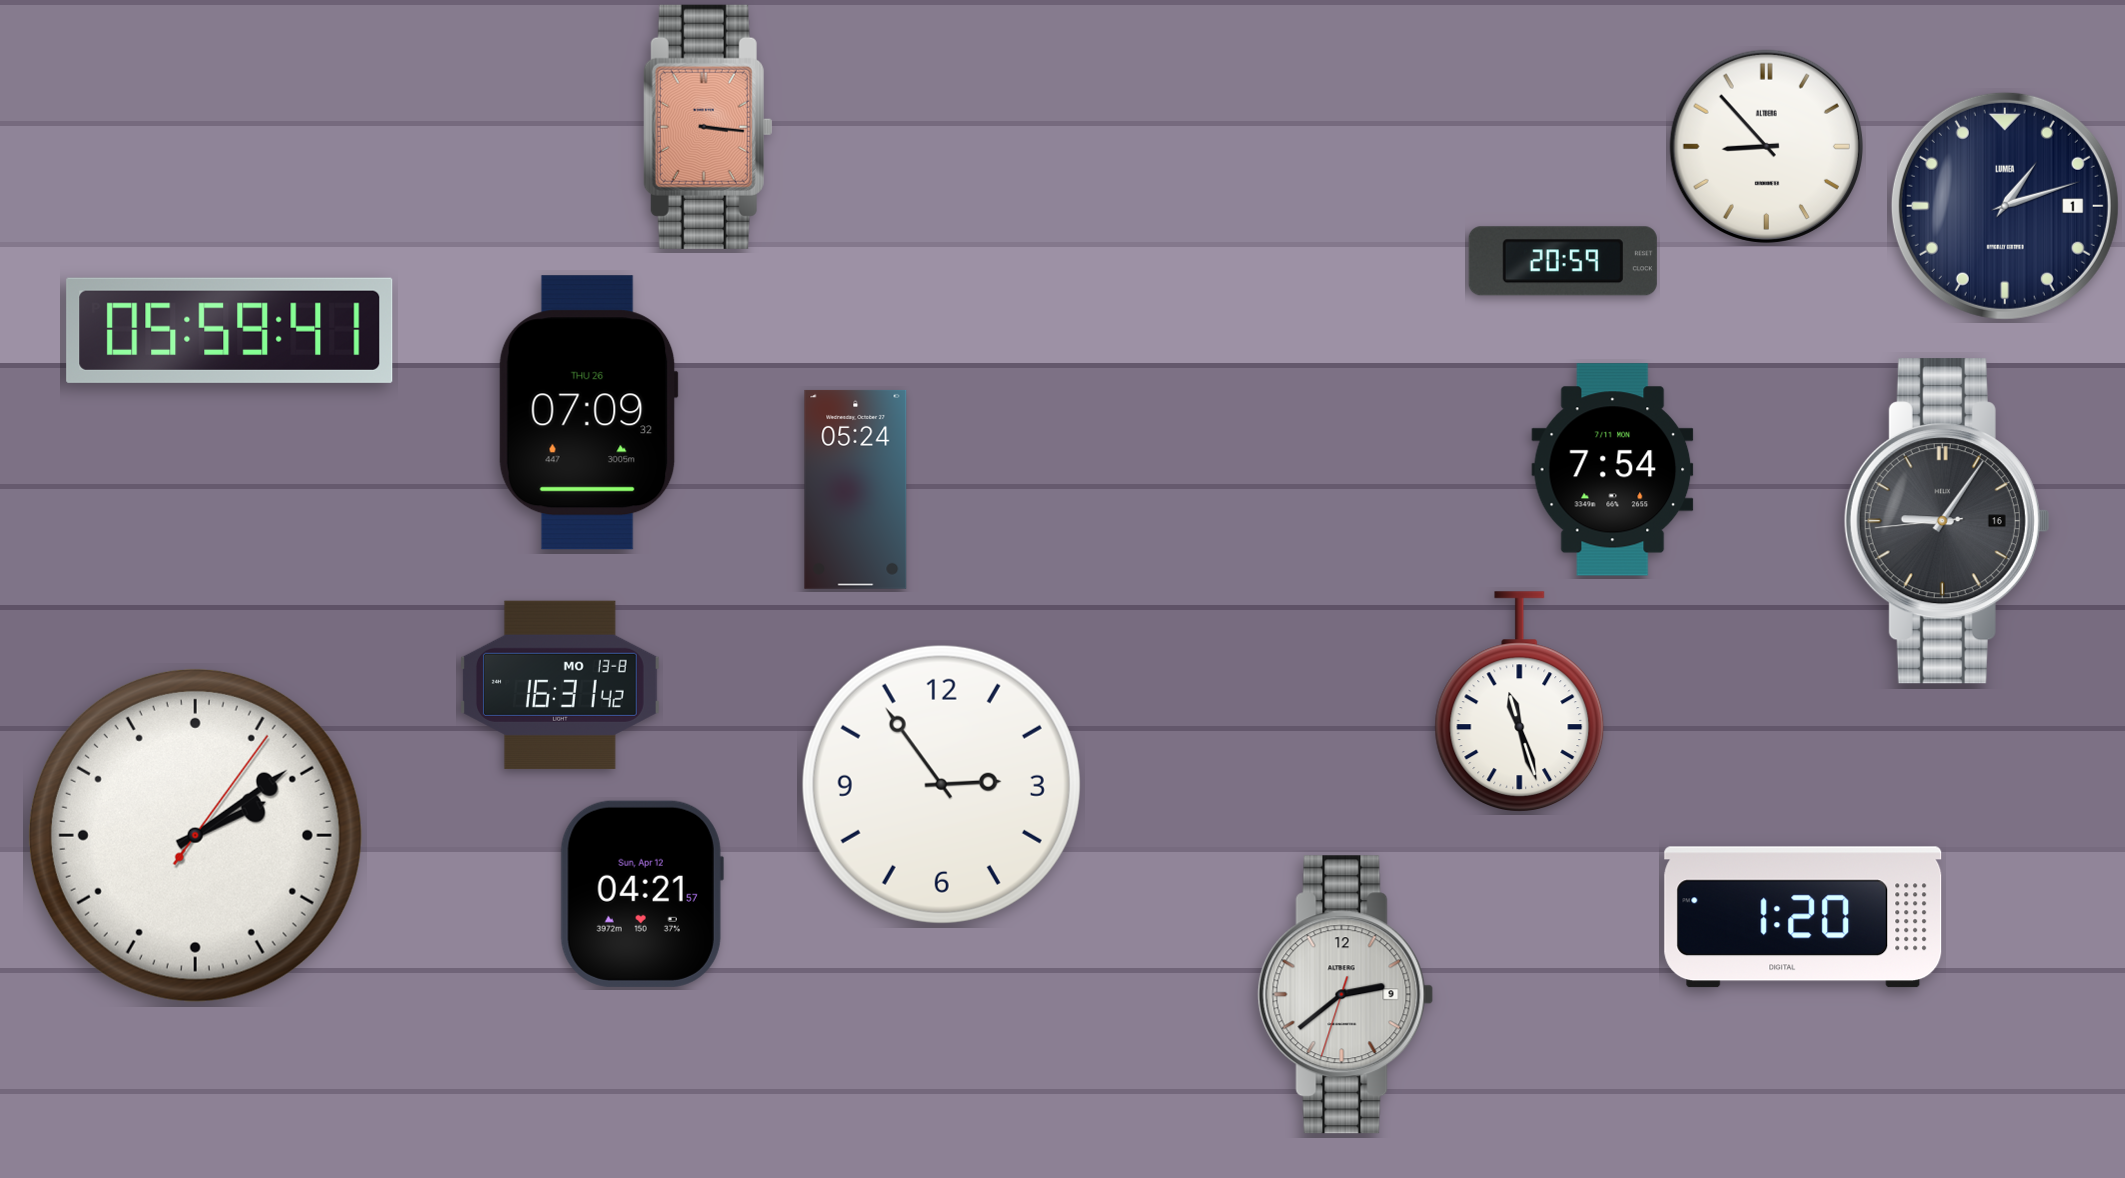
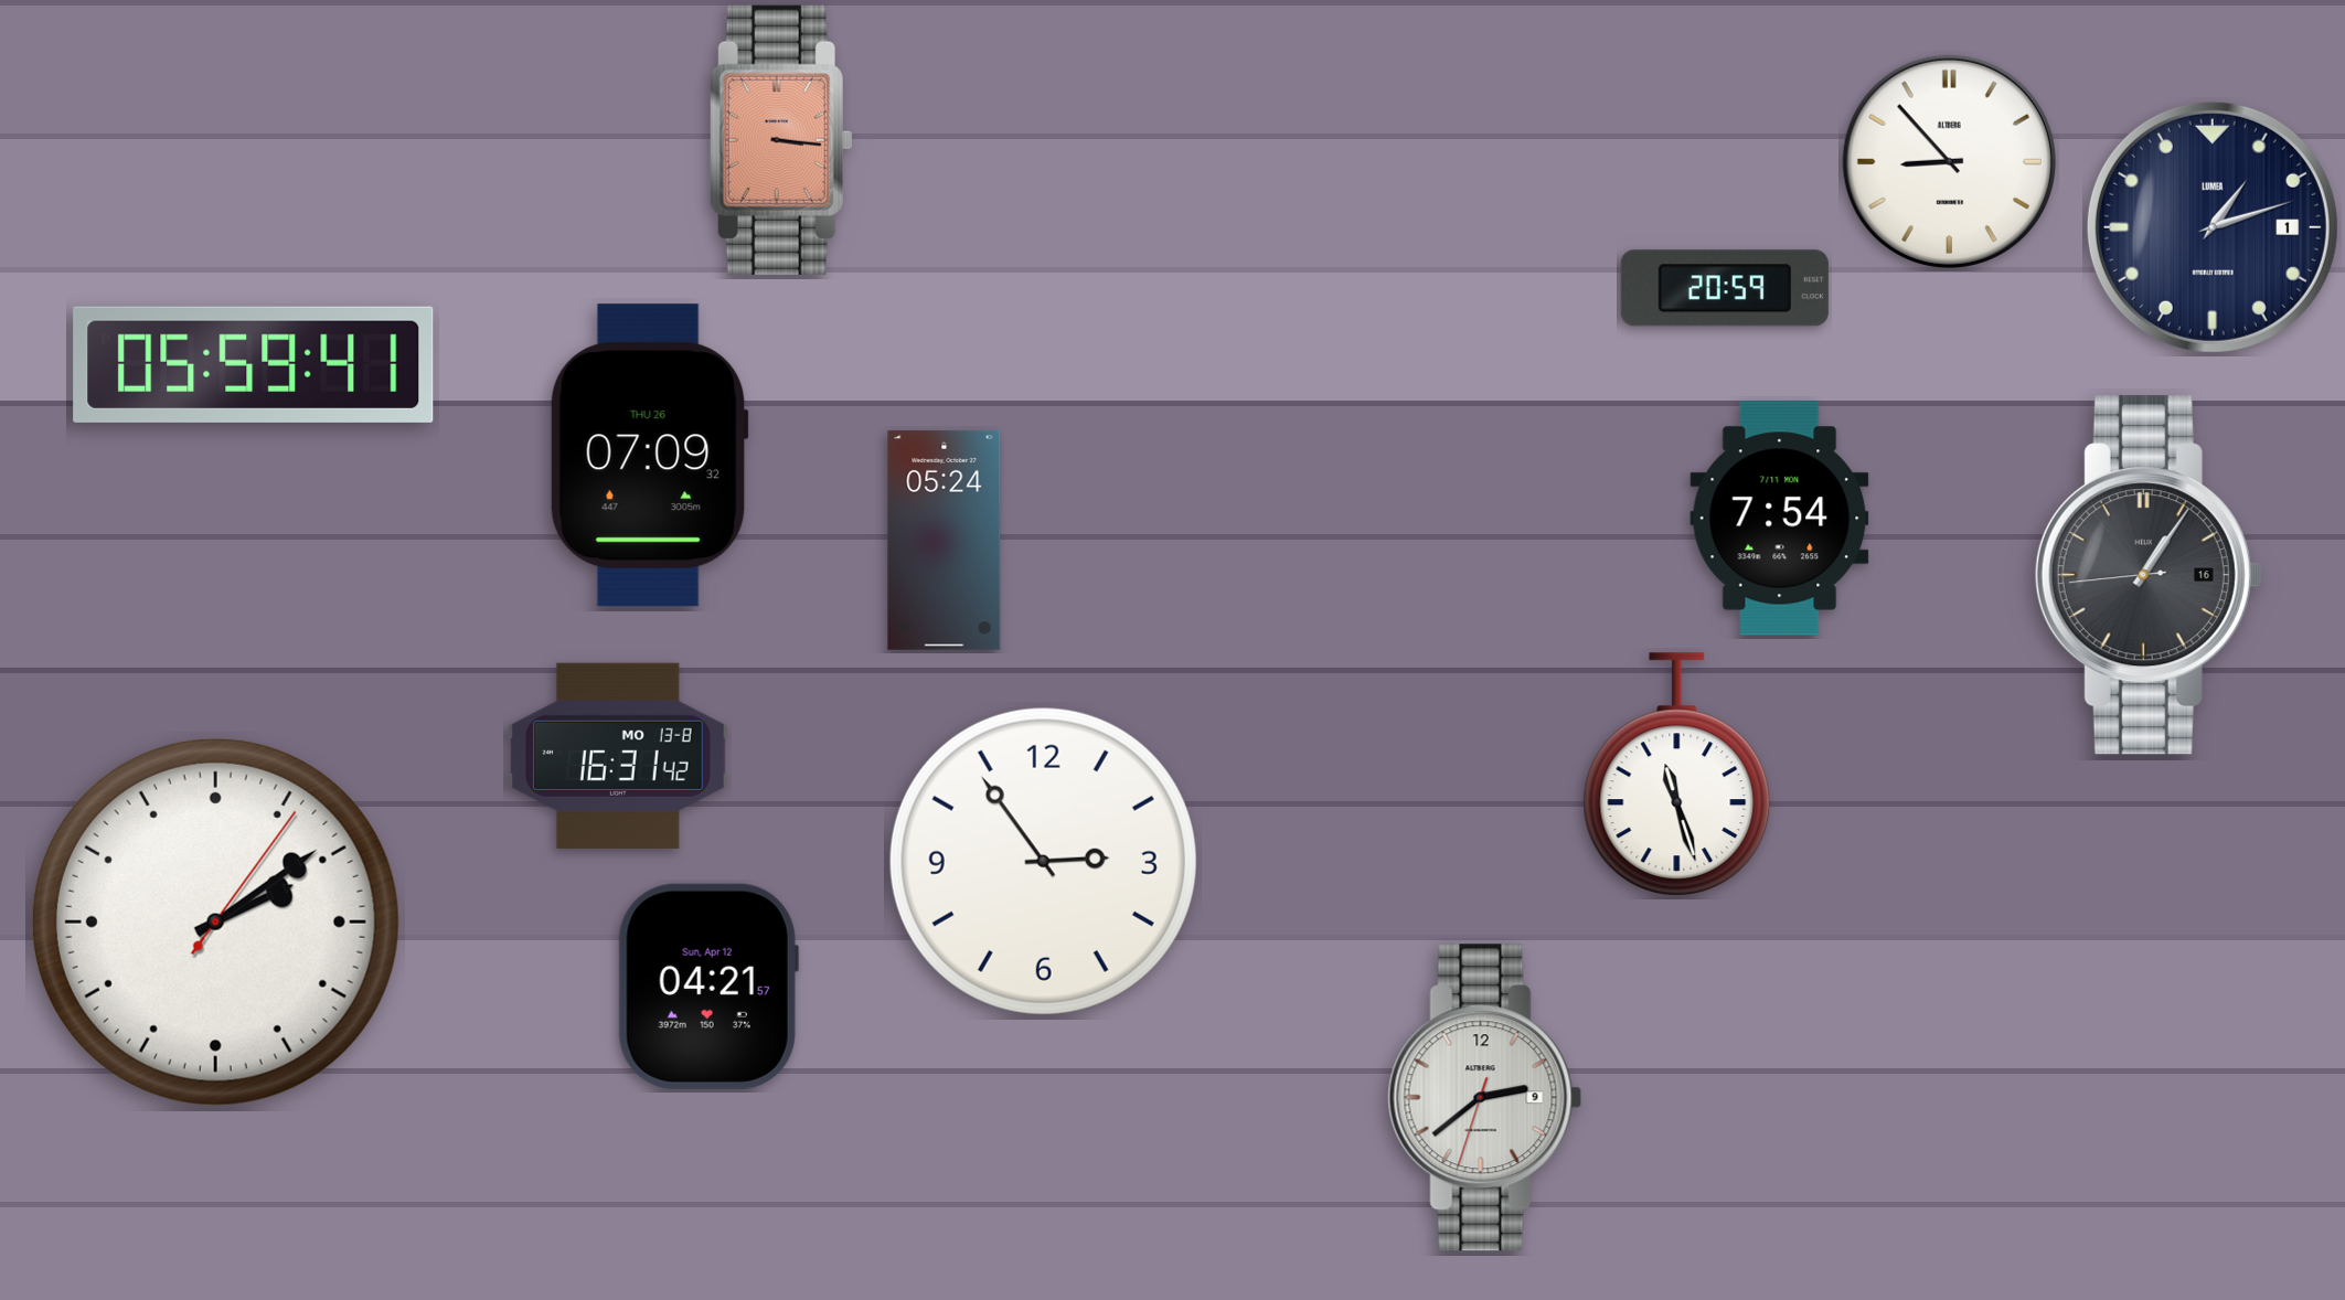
clock at (1947, 521): 9:05 -> 1:05
clock at (941, 784) position: (941, 784) -> (1043, 861)
clock at (1803, 917): 1:20 -> none
